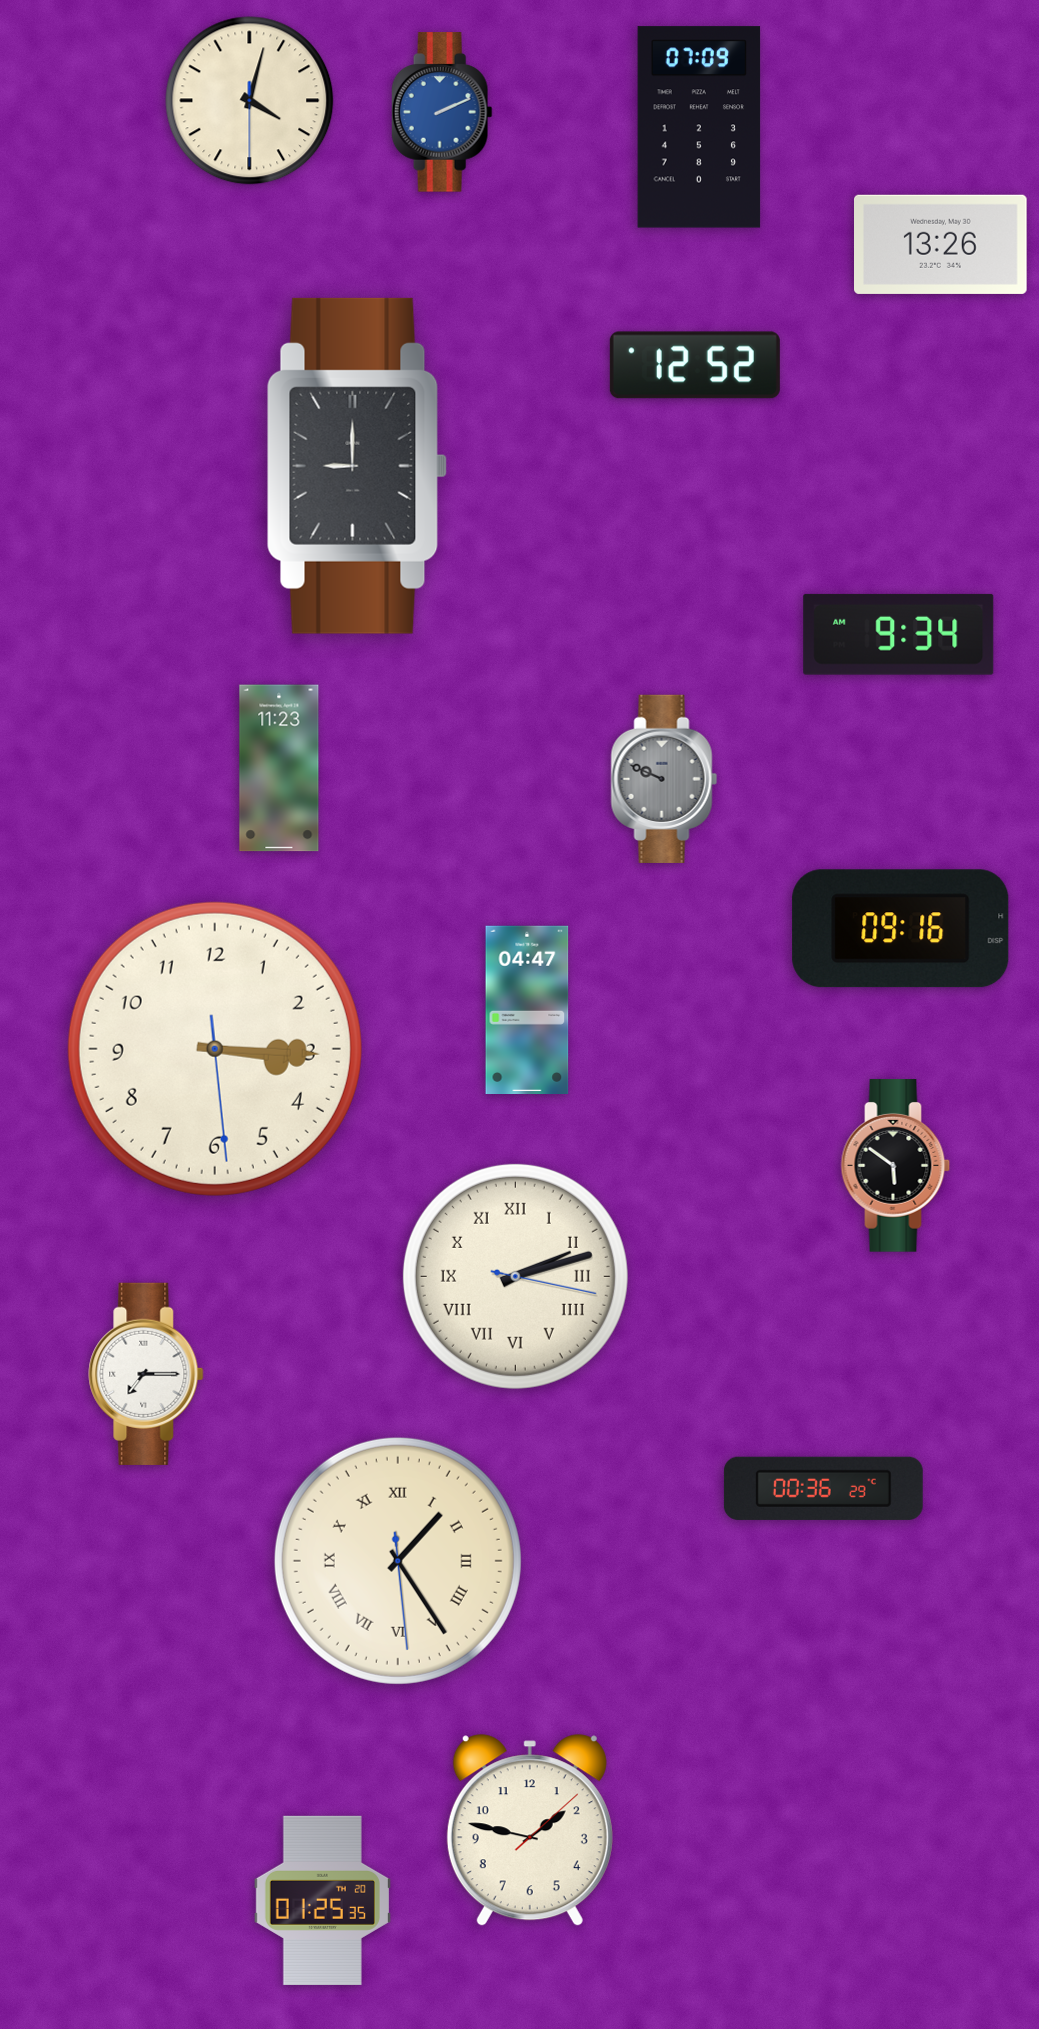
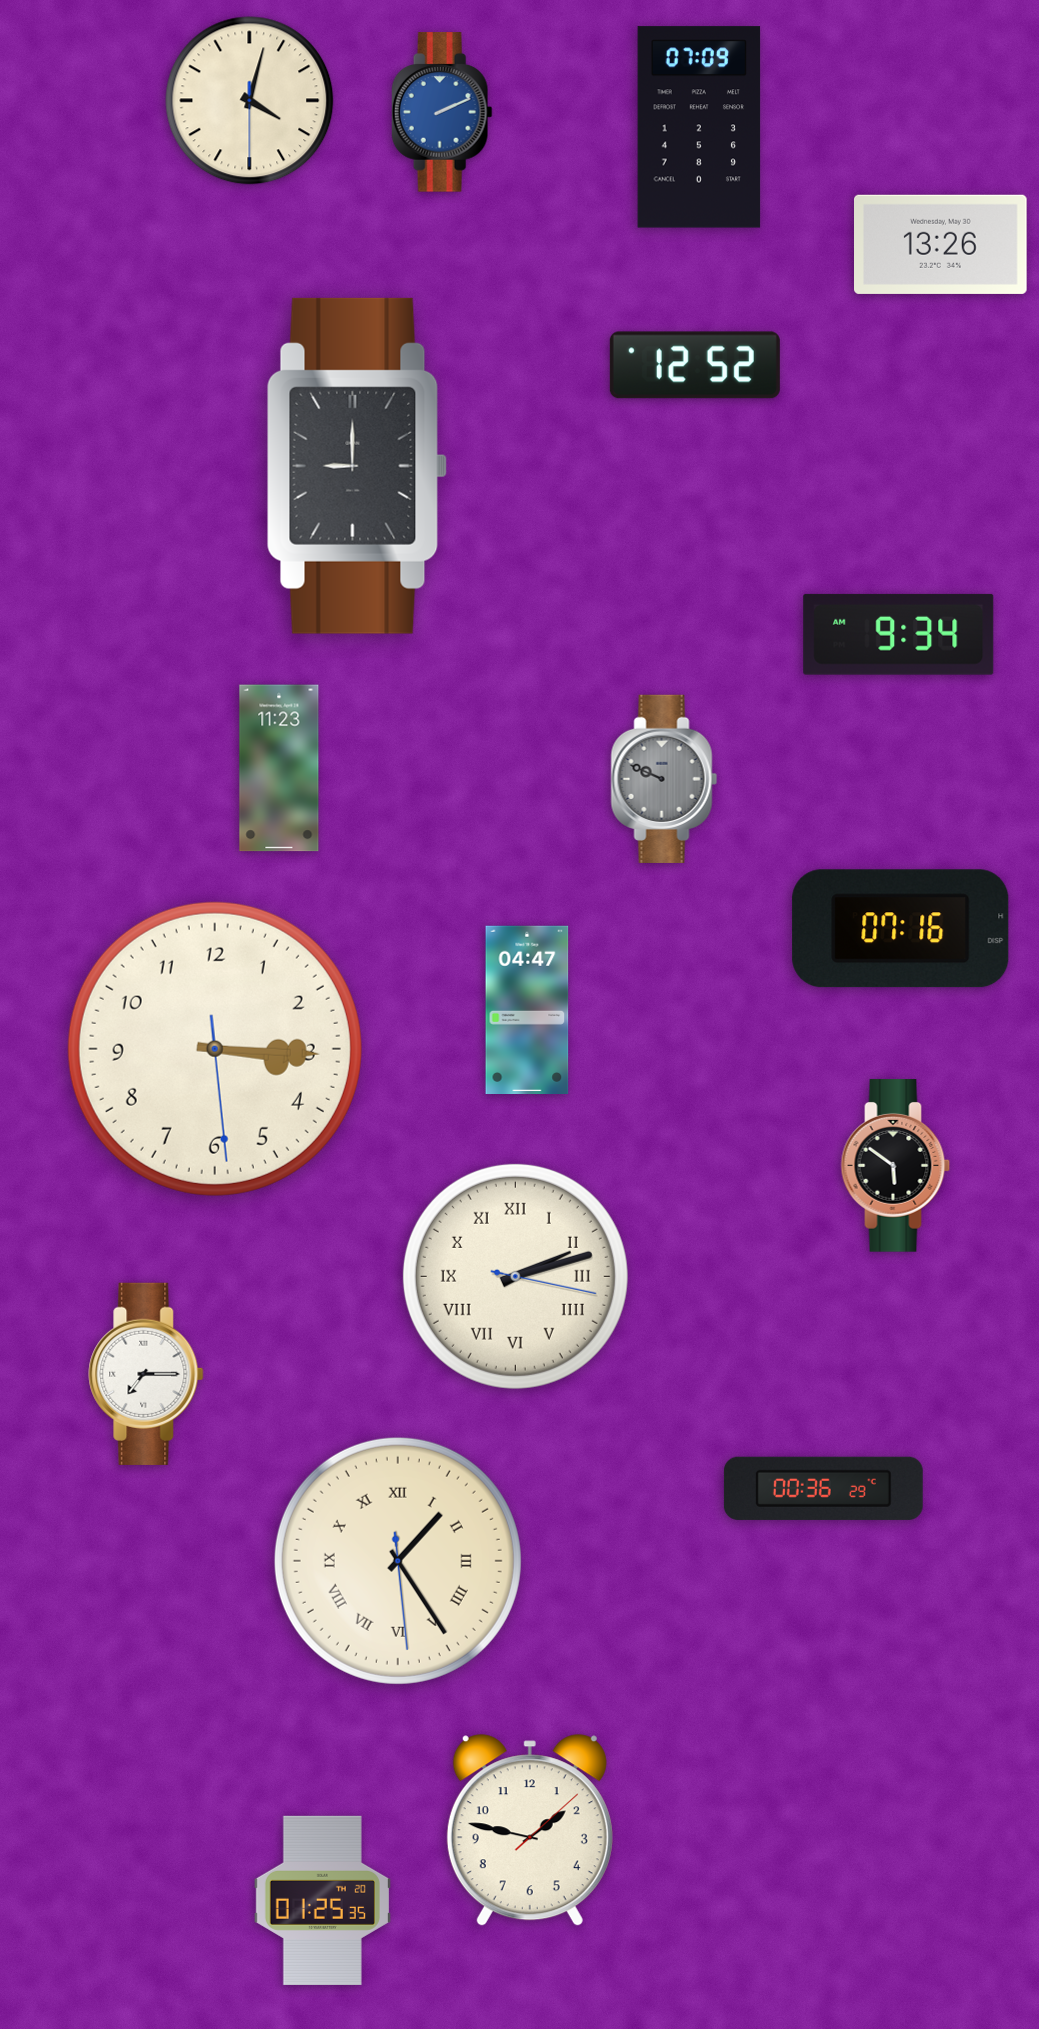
clock at (901, 929): 09:16 -> 07:16
